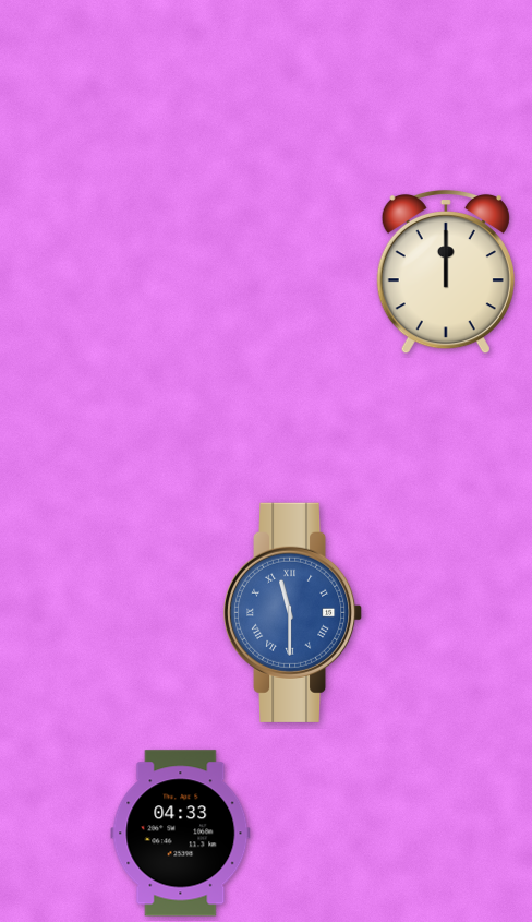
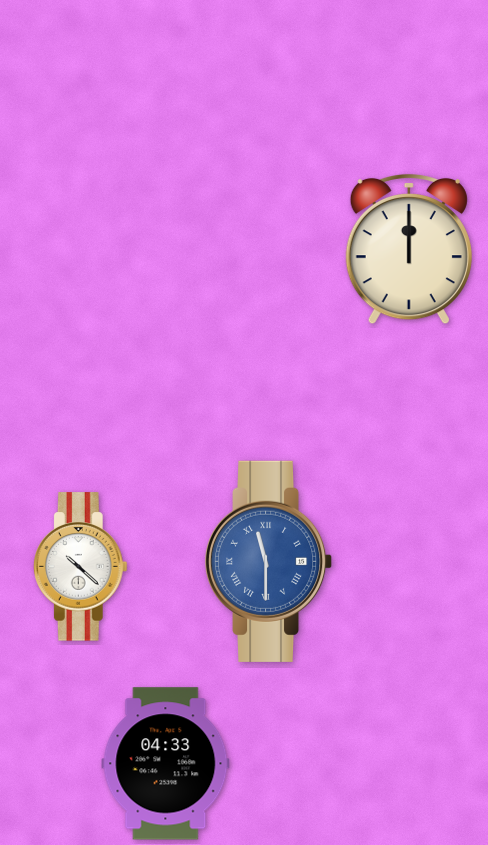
clock at (80, 567): none -> 10:22
